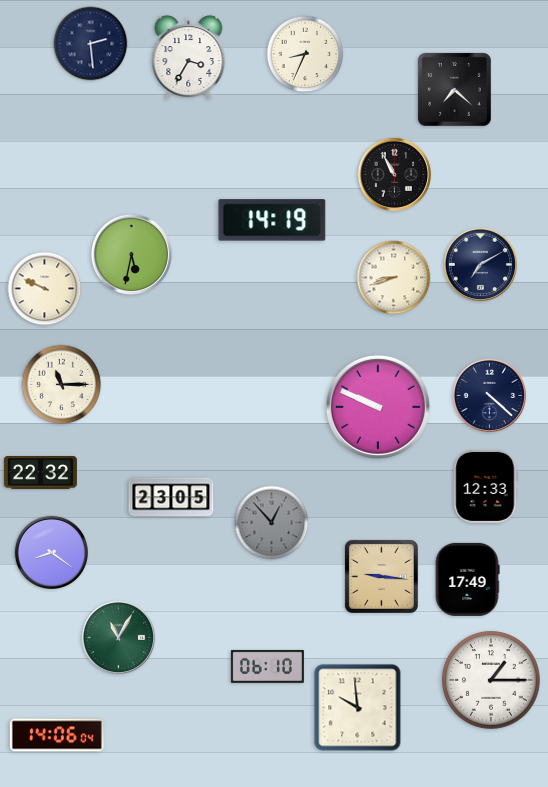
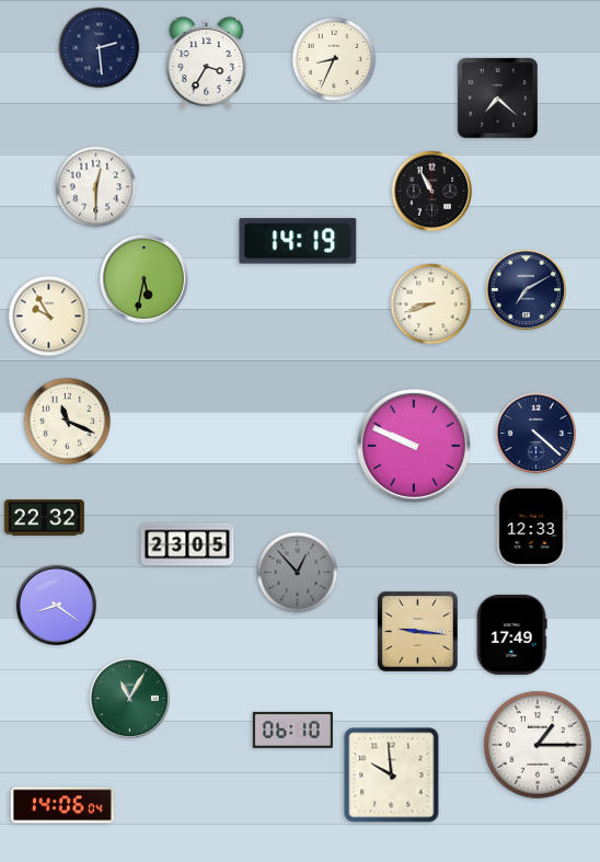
clock at (96, 187): none -> 12:30
clock at (45, 289): 9:49 -> 9:55
clock at (62, 385): 11:15 -> 11:19
clock at (485, 486) position: (485, 486) -> (531, 526)
